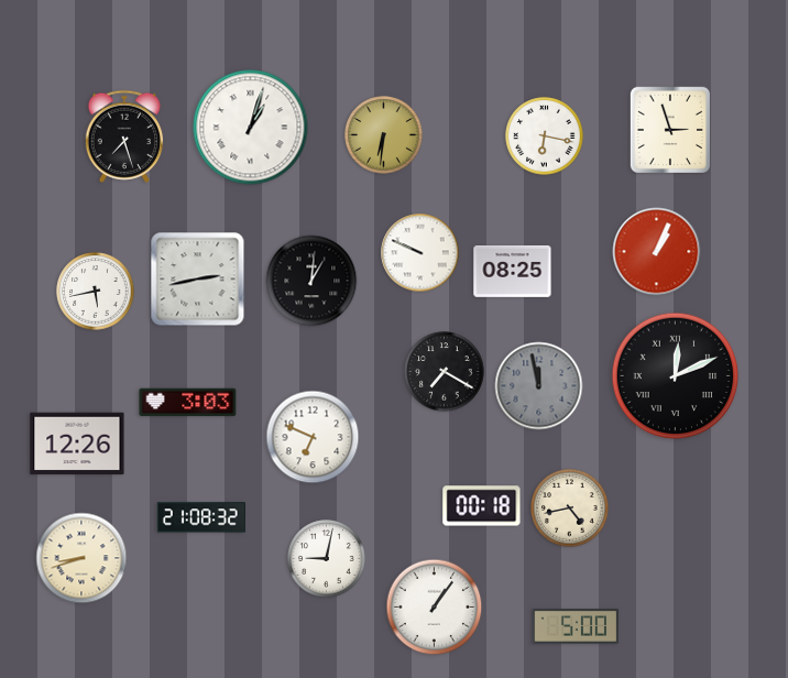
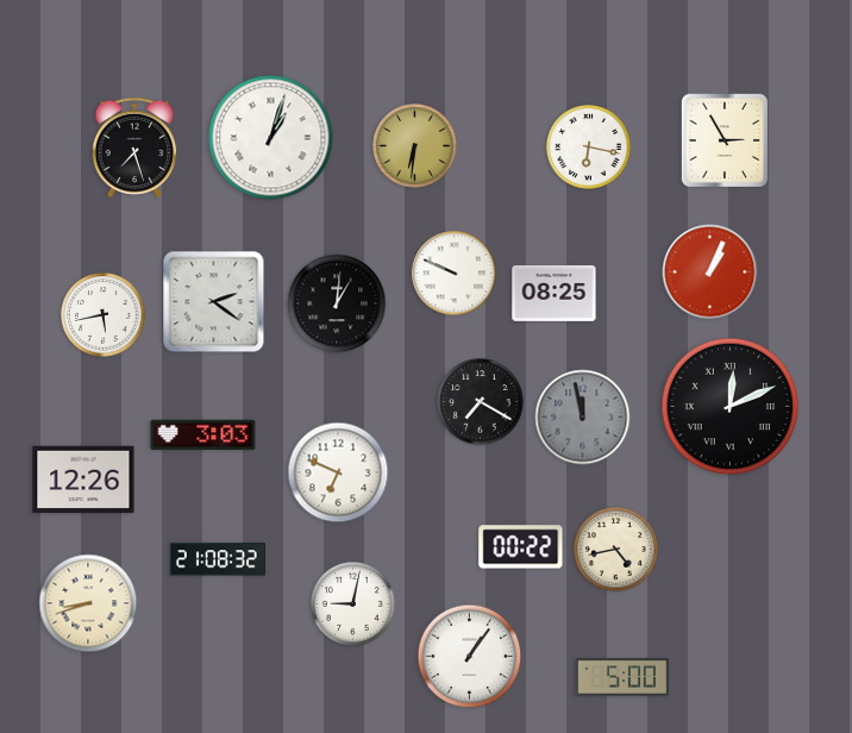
clock at (669, 130): 2:57 -> 2:55
clock at (198, 280): 2:43 -> 2:21
clock at (482, 506): 00:18 -> 00:22
